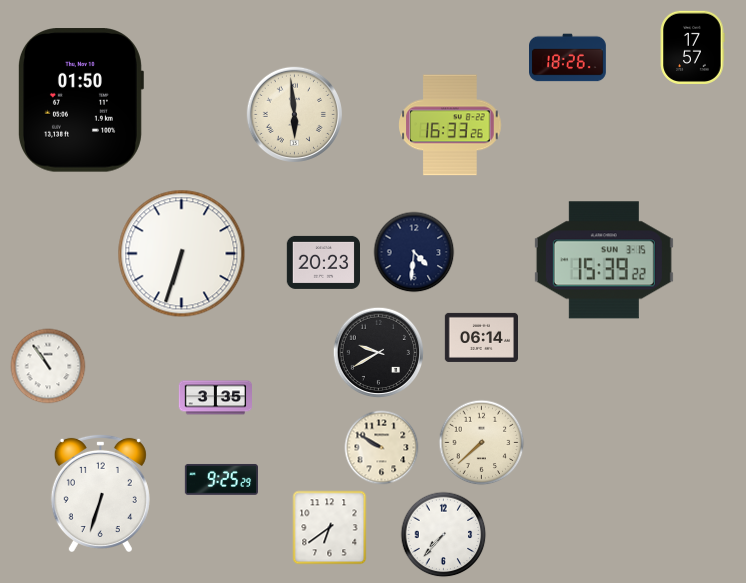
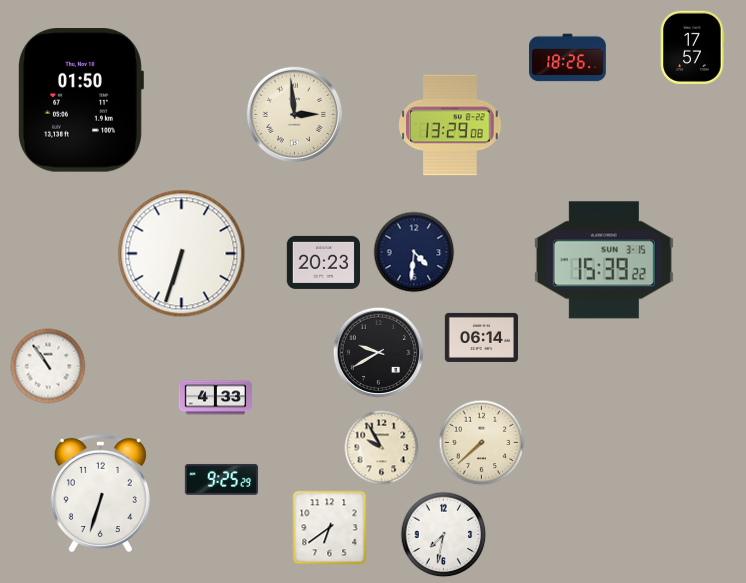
clock at (294, 114): 5:59 -> 2:59
clock at (450, 125): 16:33 -> 13:29
clock at (215, 398): 3:35 -> 4:33
clock at (382, 448): 9:50 -> 9:55
clock at (444, 535): 7:37 -> 7:32
